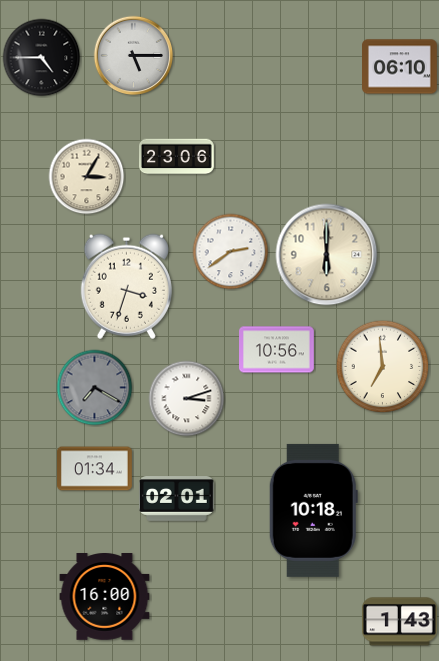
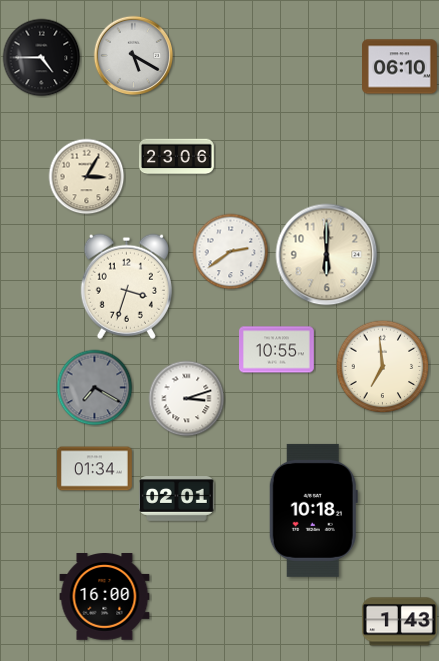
clock at (134, 56): 5:15 -> 5:20
clock at (277, 350): 10:56 -> 10:55
